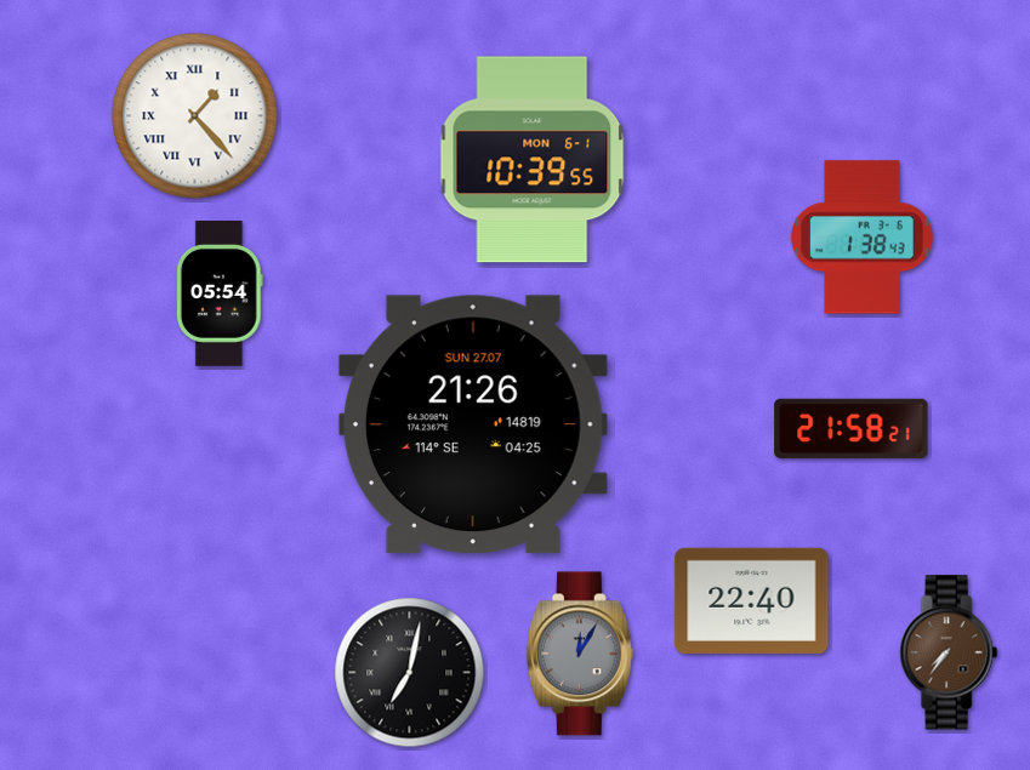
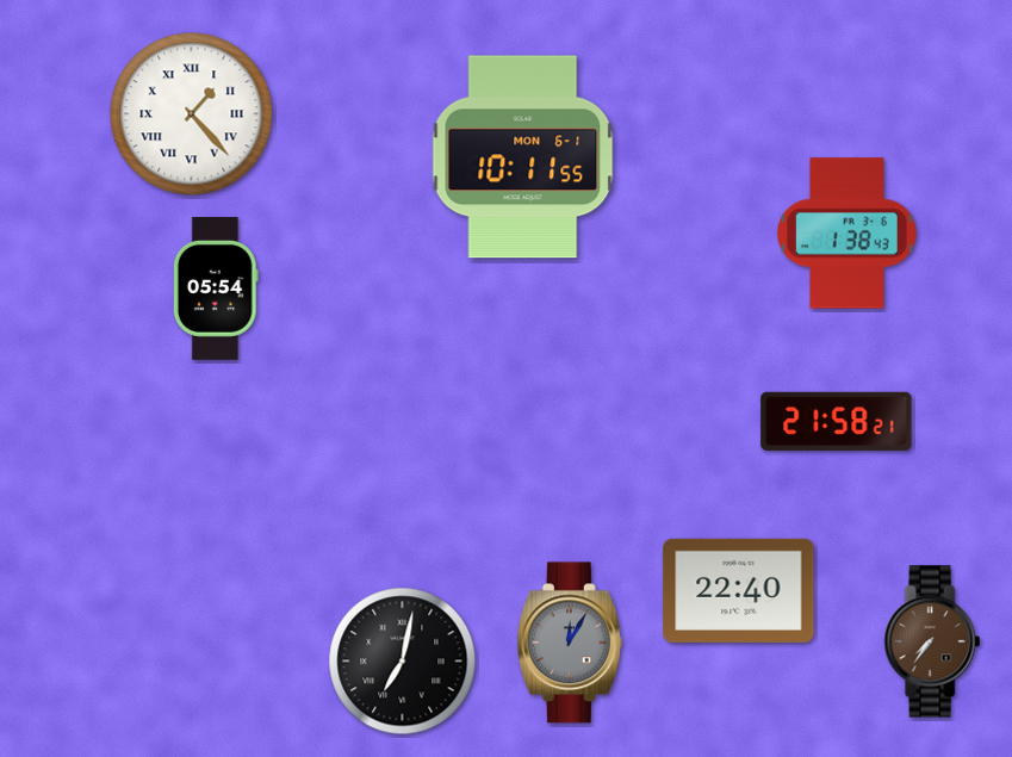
clock at (533, 160): 10:39 -> 10:11
clock at (473, 424): 21:26 -> none
